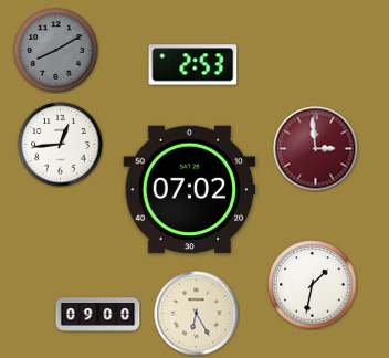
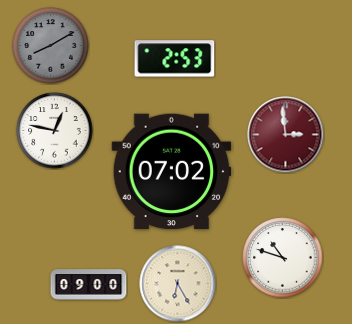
clock at (61, 145): 12:44 -> 12:47
clock at (313, 285): 1:32 -> 10:48
